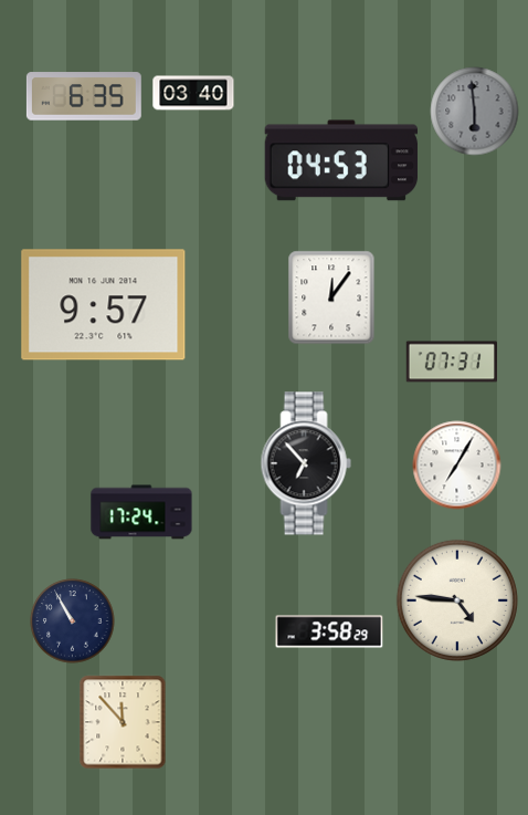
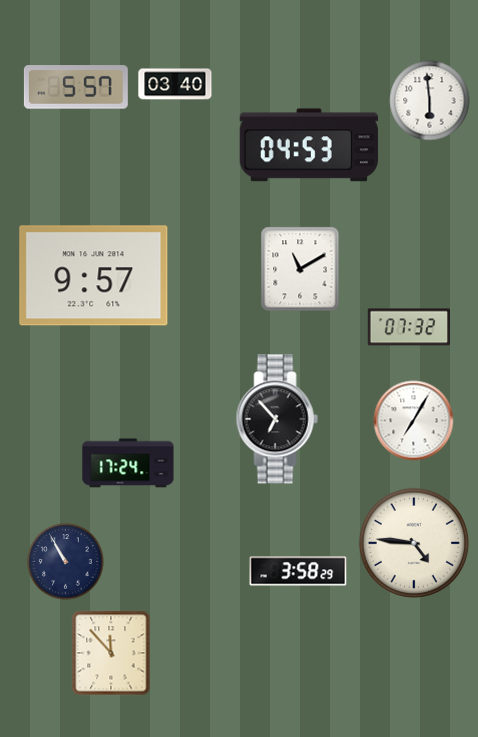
clock at (84, 96): 6:35 -> 5:57
clock at (475, 112) dial: grey -> white
clock at (331, 297): 12:06 -> 11:10
clock at (451, 362): 07:31 -> 07:32
